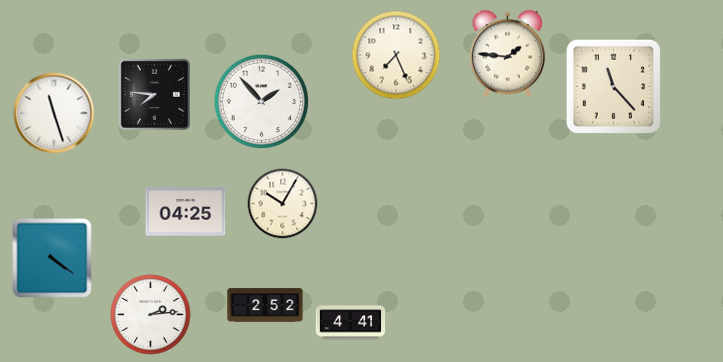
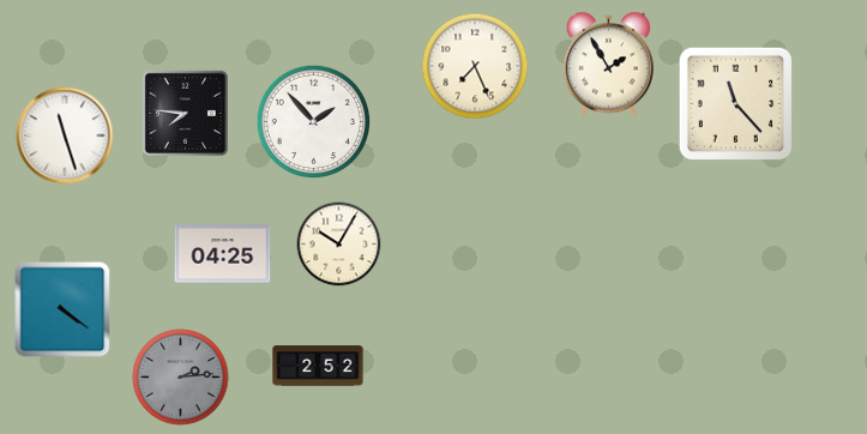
clock at (507, 54): 1:46 -> 1:55
clock at (151, 315) dial: white -> grey
clock at (351, 323): 4:41 -> none
